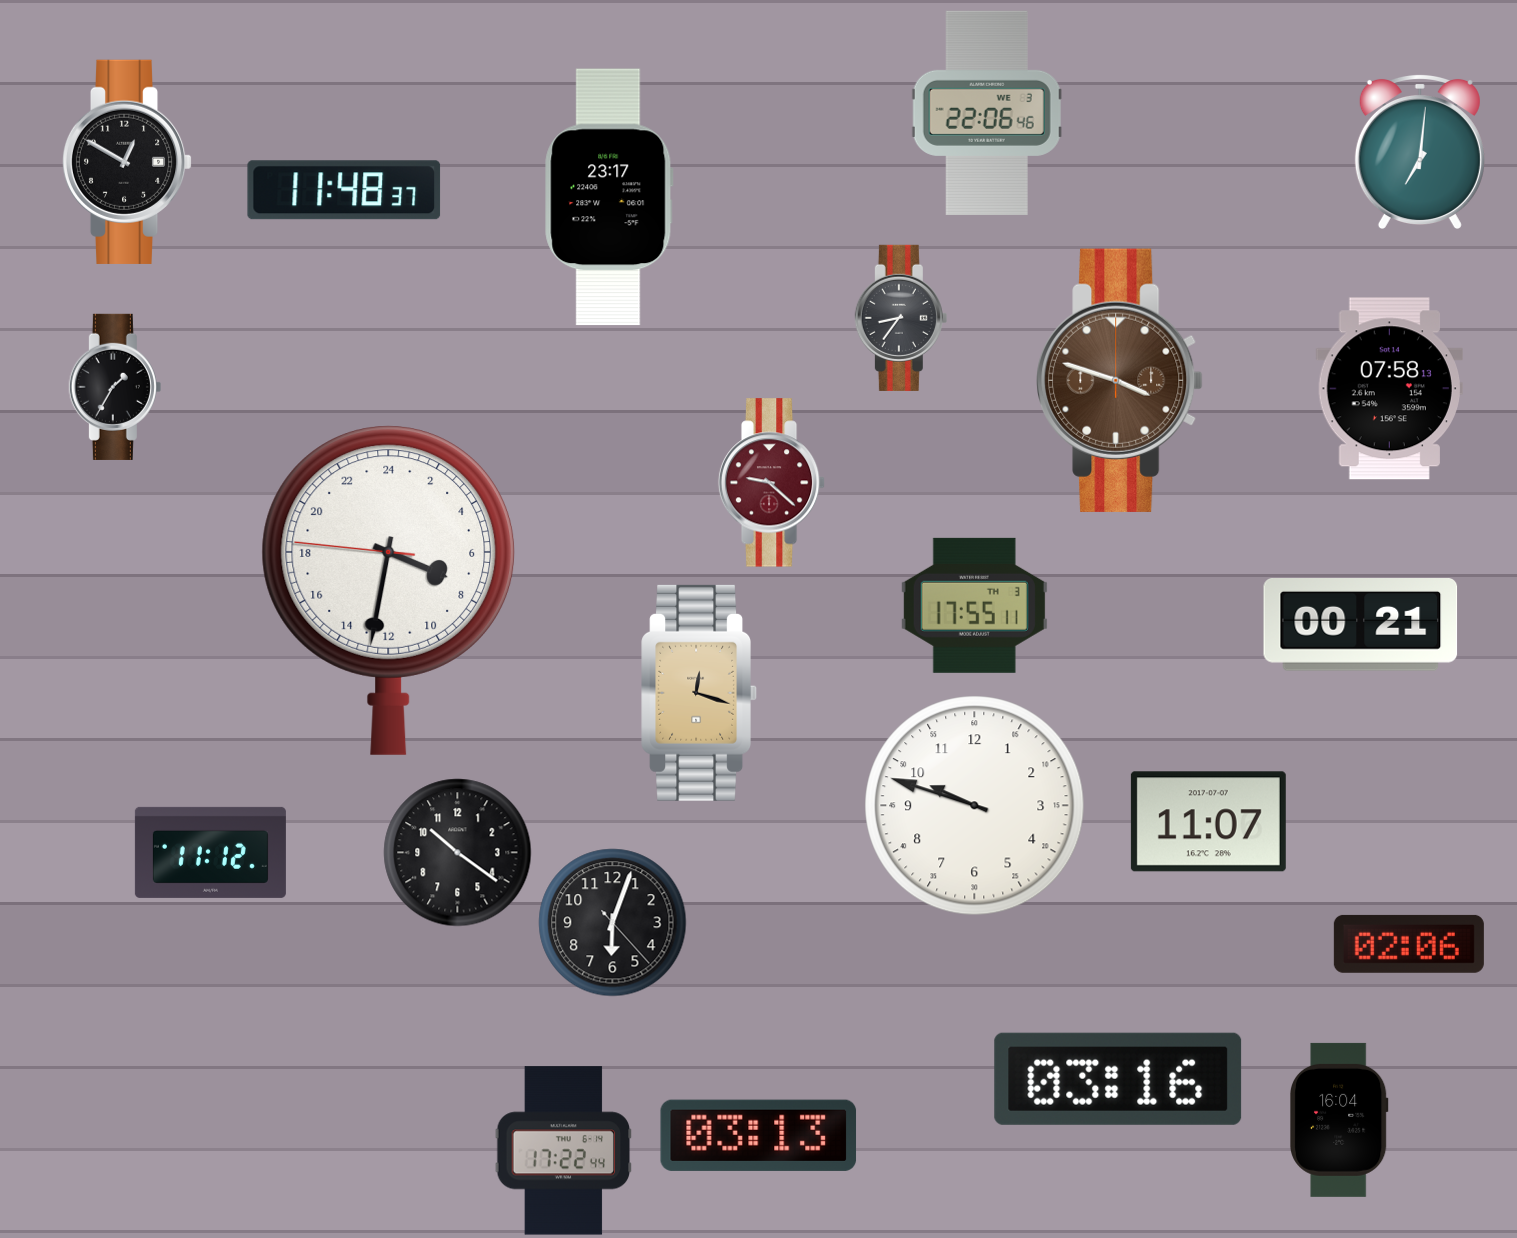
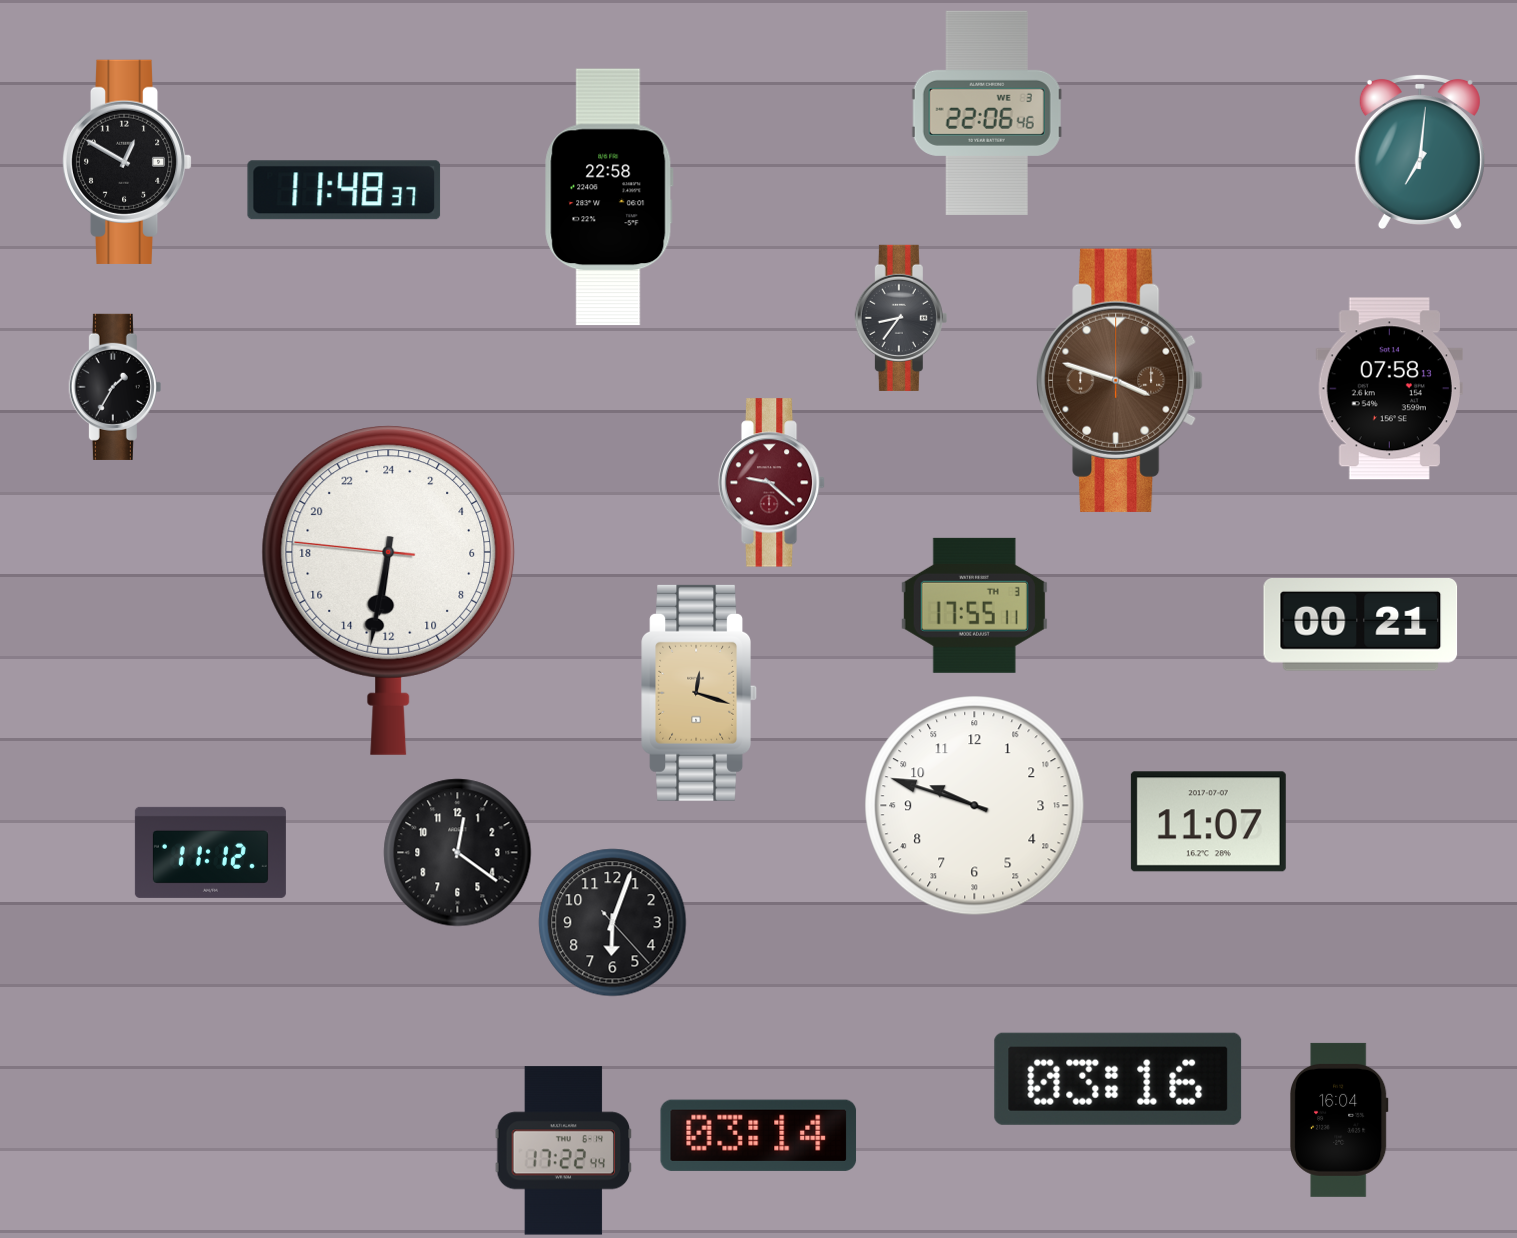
clock at (609, 197): 23:17 -> 22:58
clock at (388, 590): 7:31 -> 12:31
clock at (458, 853): 10:21 -> 12:21
clock at (1409, 944): 02:06 -> none
clock at (759, 1135): 03:13 -> 03:14
